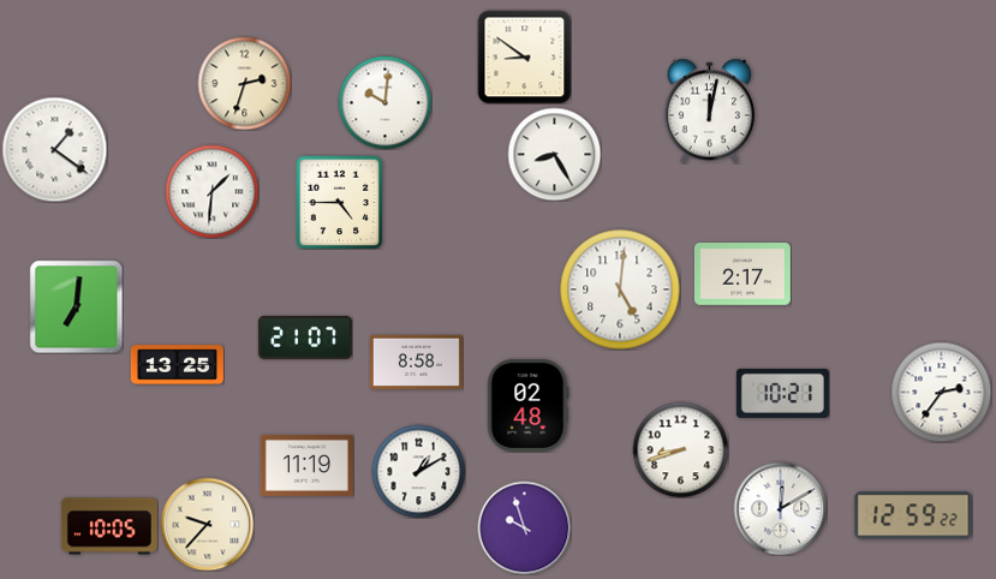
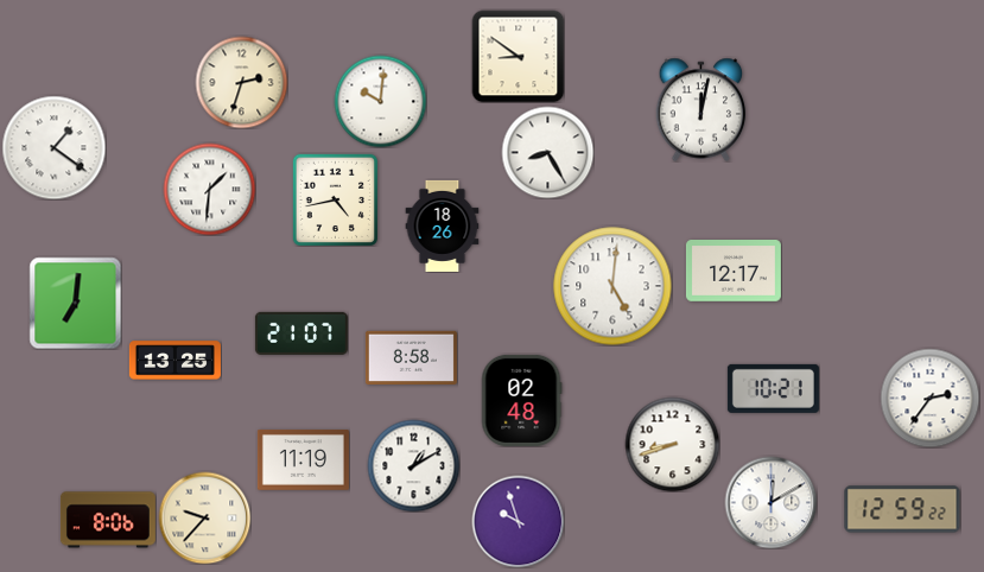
clock at (339, 202): 4:45 -> 4:43
clock at (443, 225): none -> 18:26
clock at (742, 274): 2:17 -> 12:17
clock at (941, 392) position: (941, 392) -> (929, 398)
clock at (109, 526): 10:05 -> 8:06
